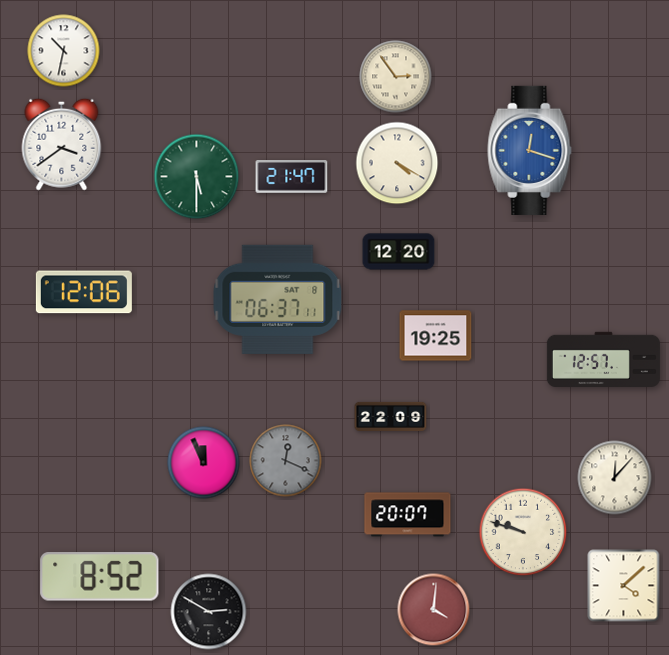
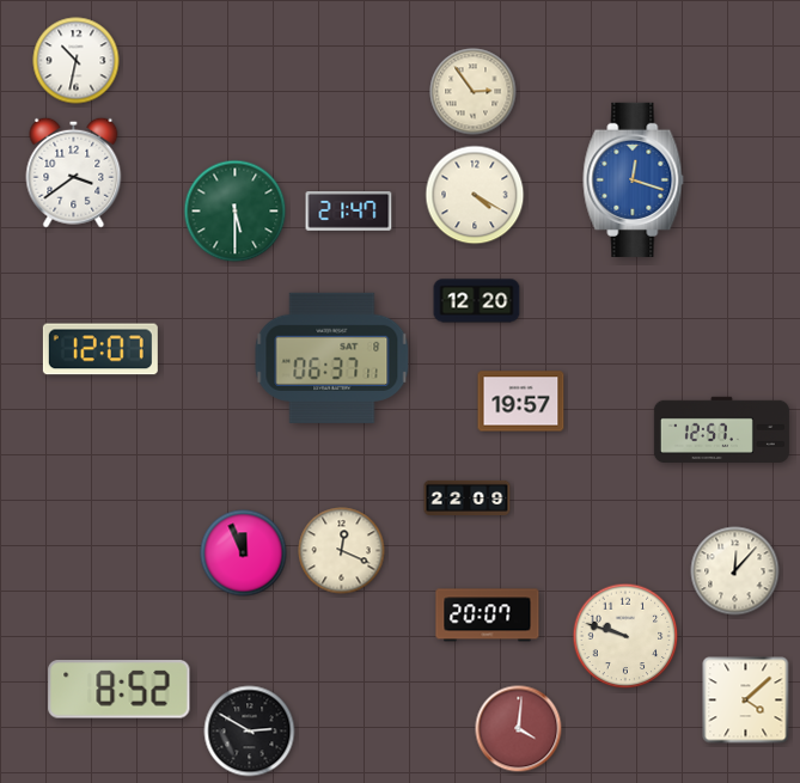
clock at (84, 292): 12:06 -> 12:07
clock at (436, 336): 19:25 -> 19:57
clock at (286, 461) dial: grey -> cream
